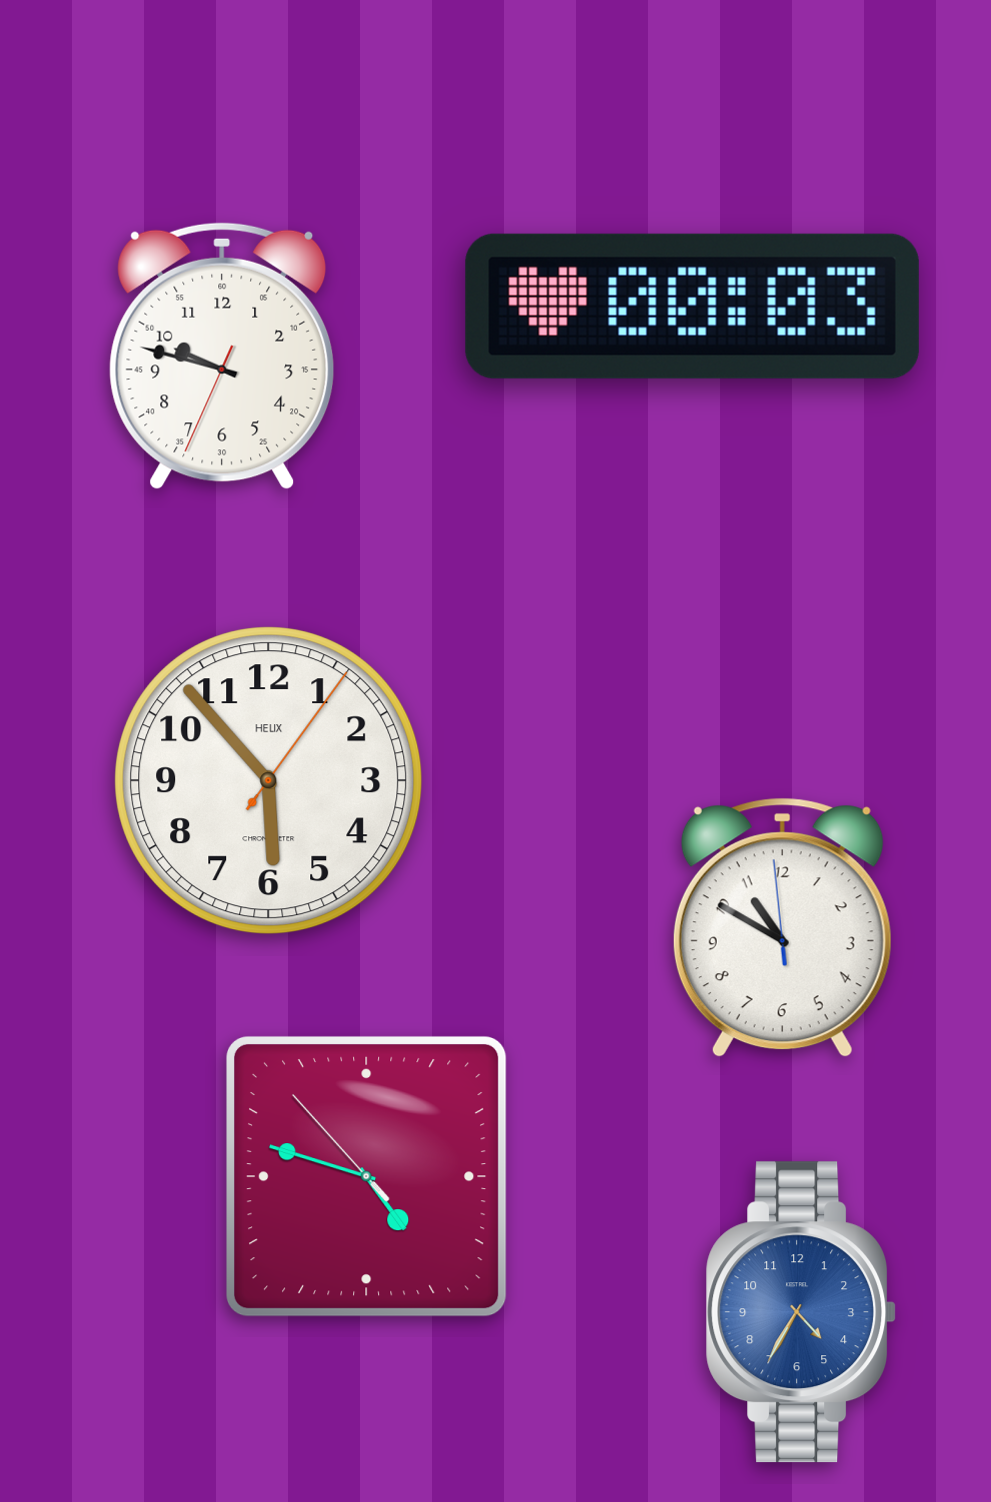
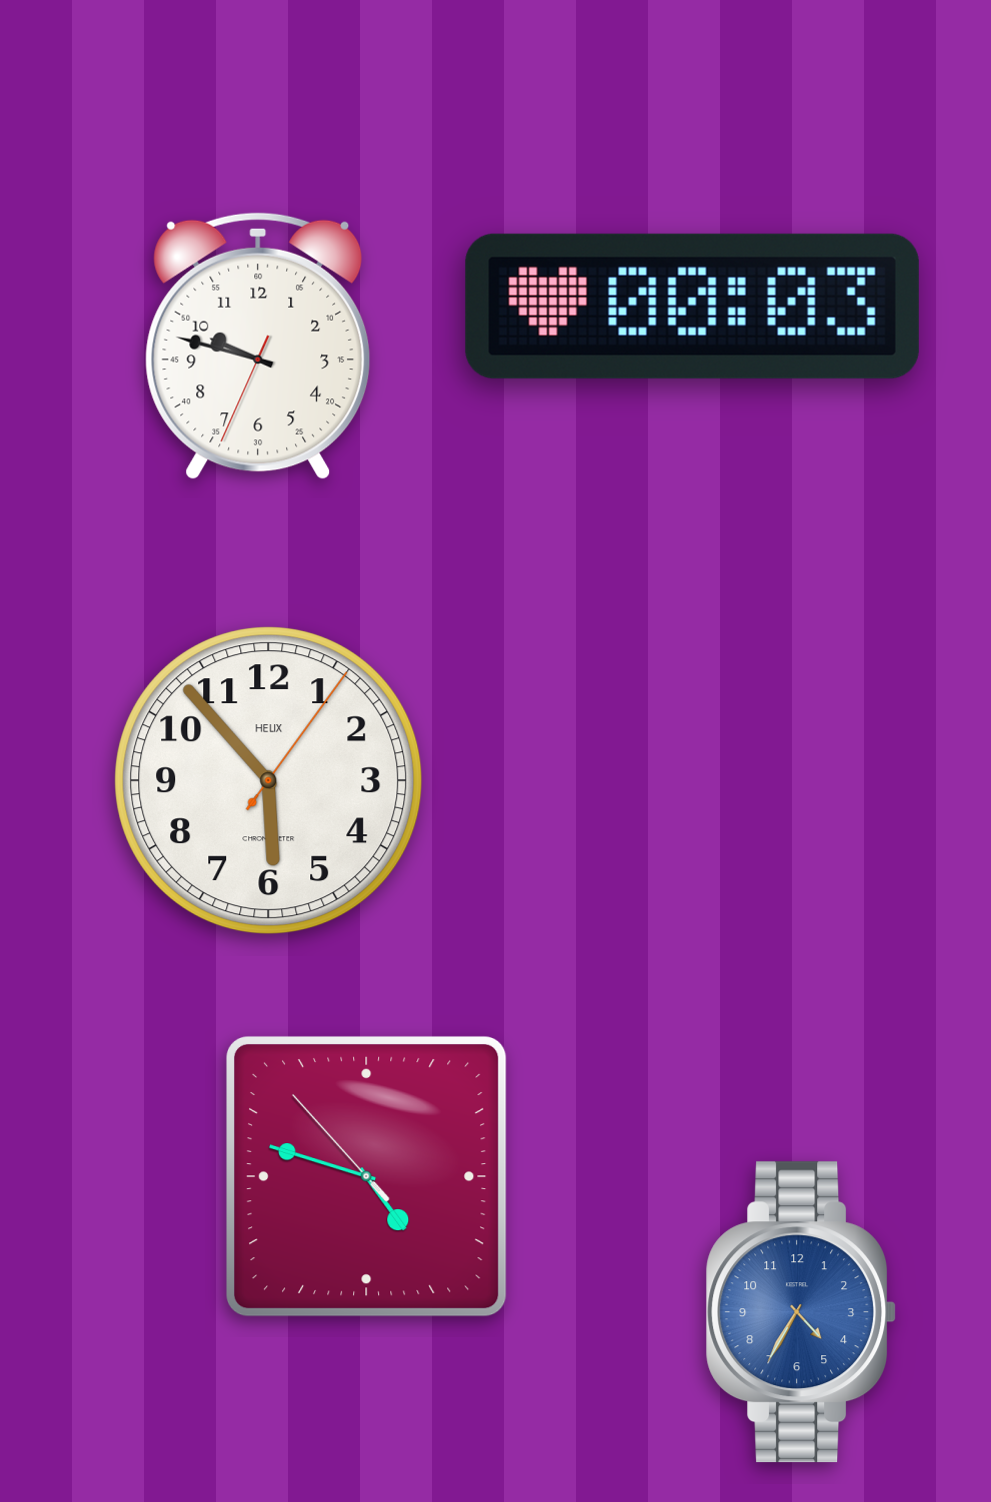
clock at (222, 356) position: (222, 356) -> (258, 346)
clock at (782, 928): 10:49 -> none
